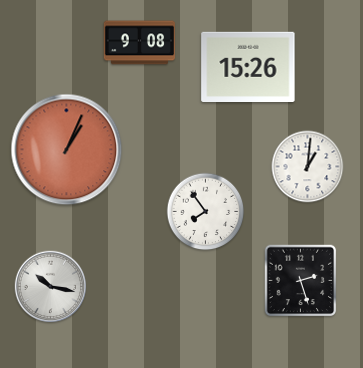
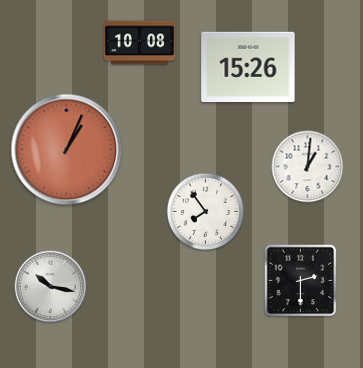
clock at (140, 43): 9:08 -> 10:08
clock at (301, 281): 2:27 -> 2:30
